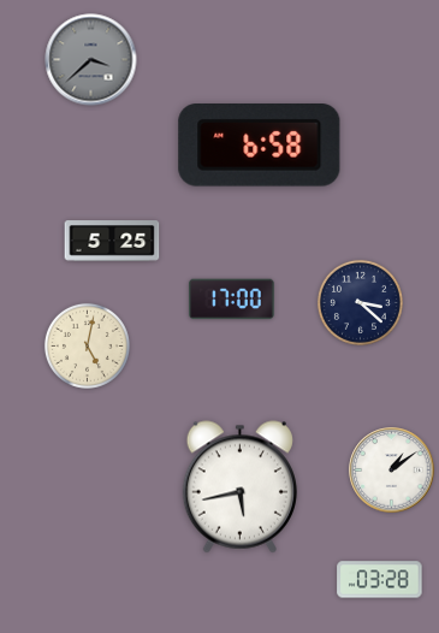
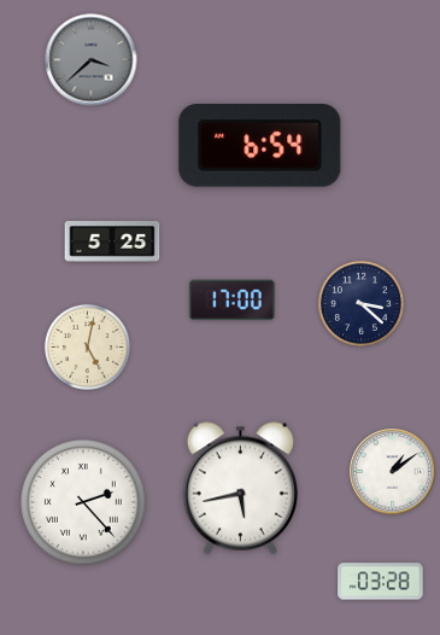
clock at (260, 146): 6:58 -> 6:54
clock at (83, 502): none -> 2:23
